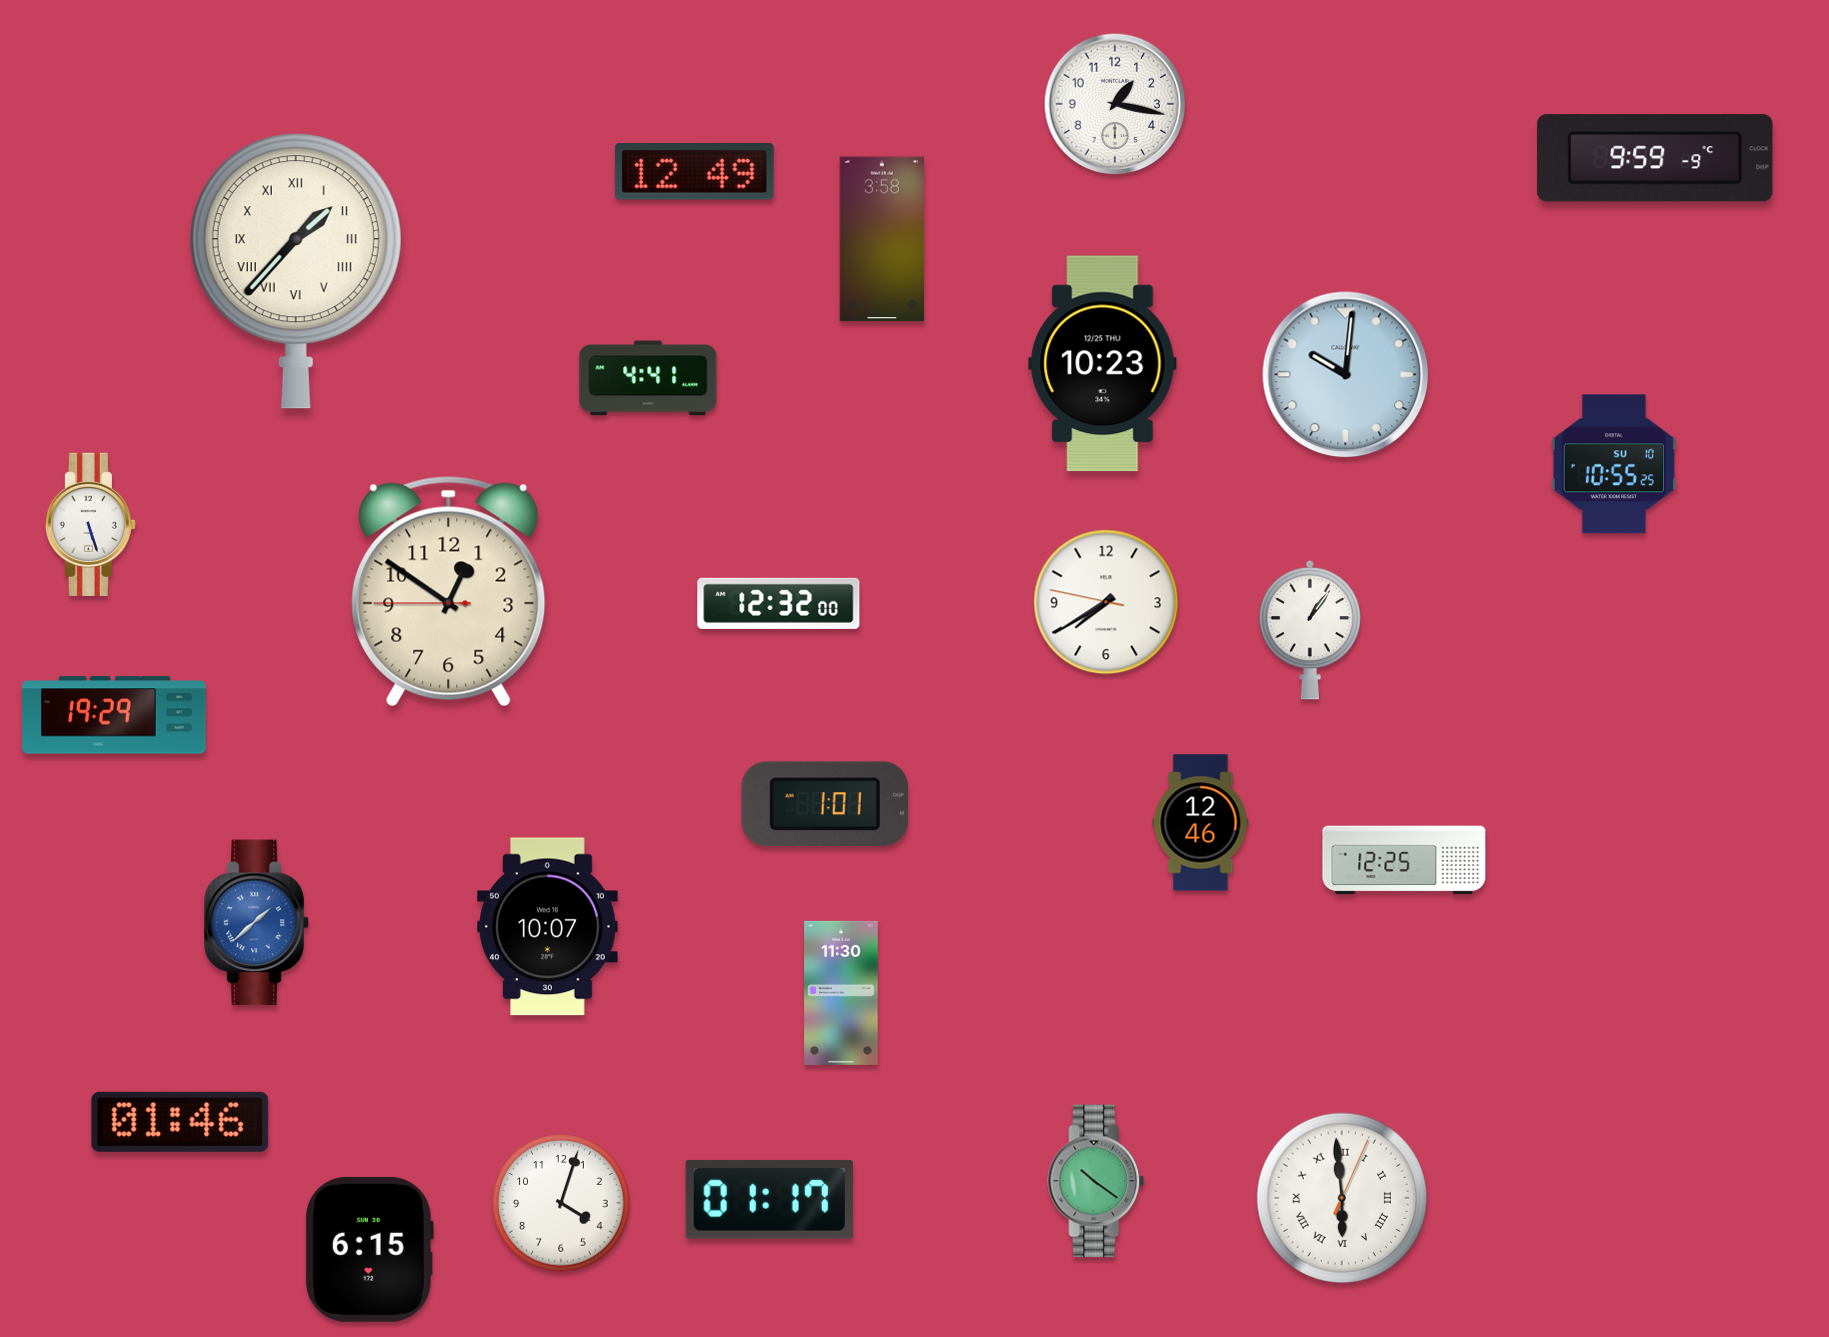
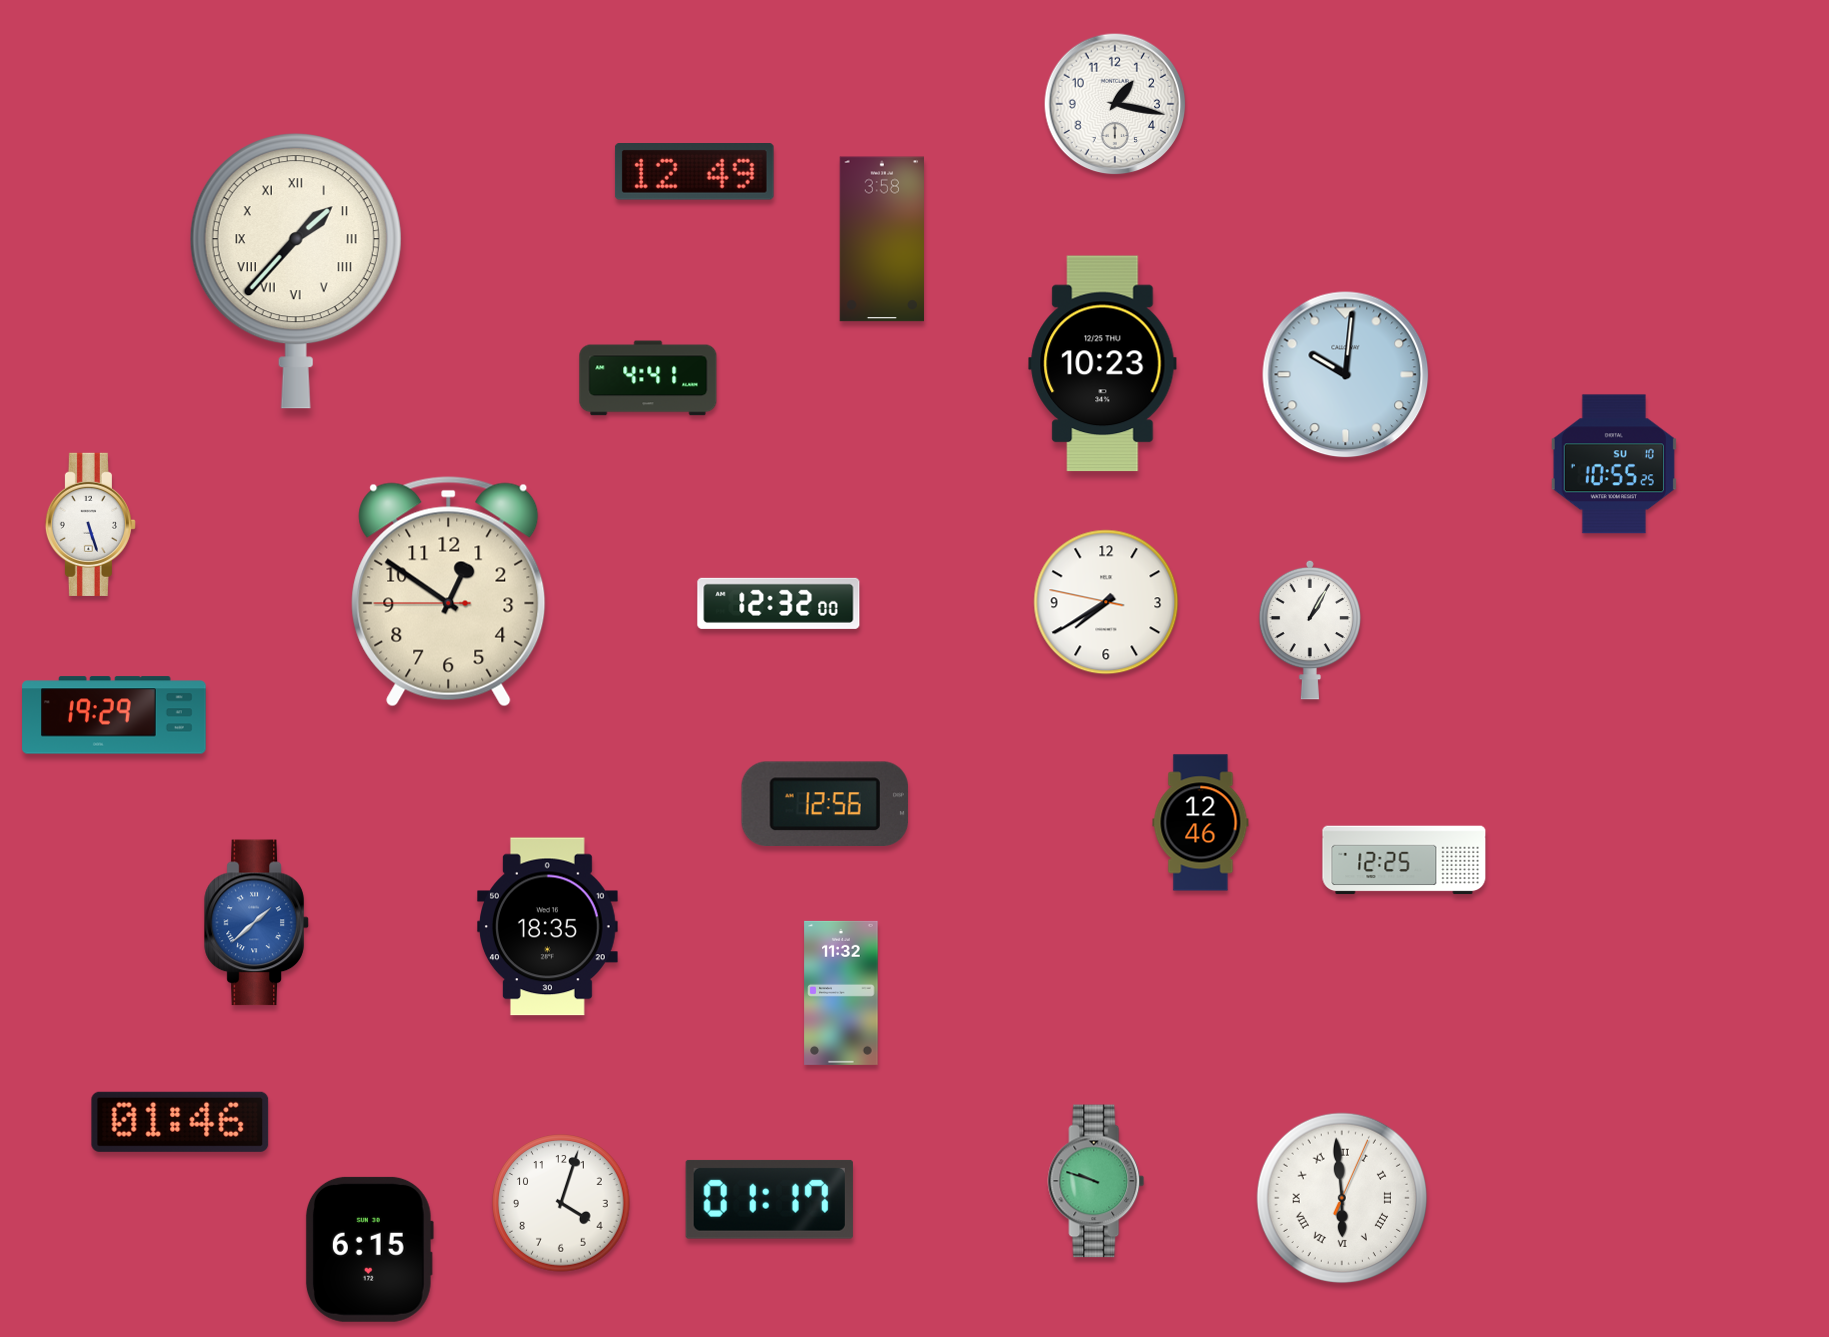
clock at (1655, 158): 9:59 -> none
clock at (1310, 630): 1:06 -> 1:05
clock at (825, 803): 1:01 -> 12:56
clock at (548, 927): 10:07 -> 18:35
clock at (841, 993): 11:30 -> 11:32
clock at (1096, 1181): 10:21 -> 9:48
